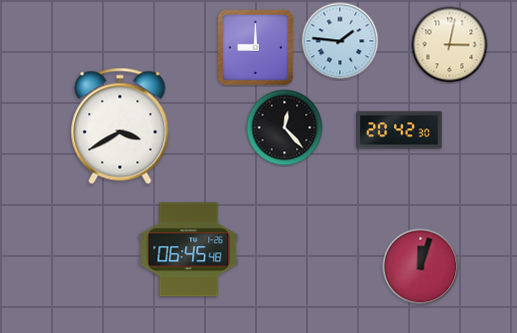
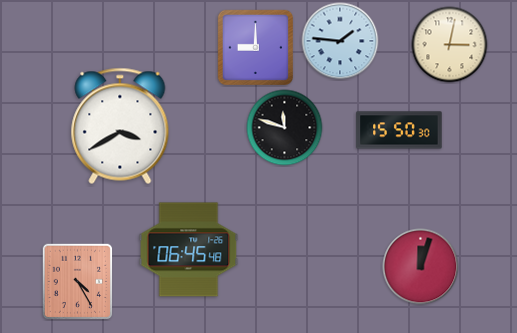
clock at (285, 128): 12:23 -> 11:48
clock at (399, 130): 20:42 -> 15:50
clock at (78, 282): none -> 4:25
